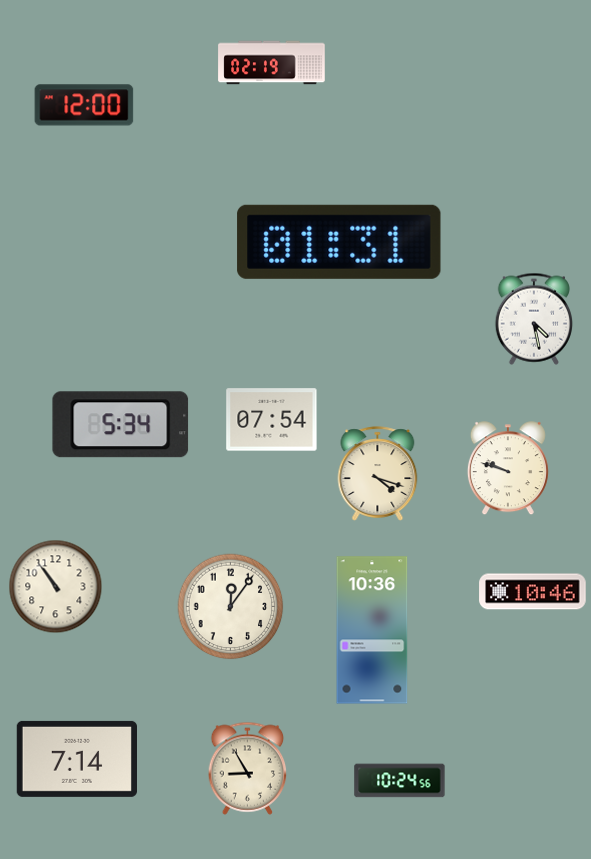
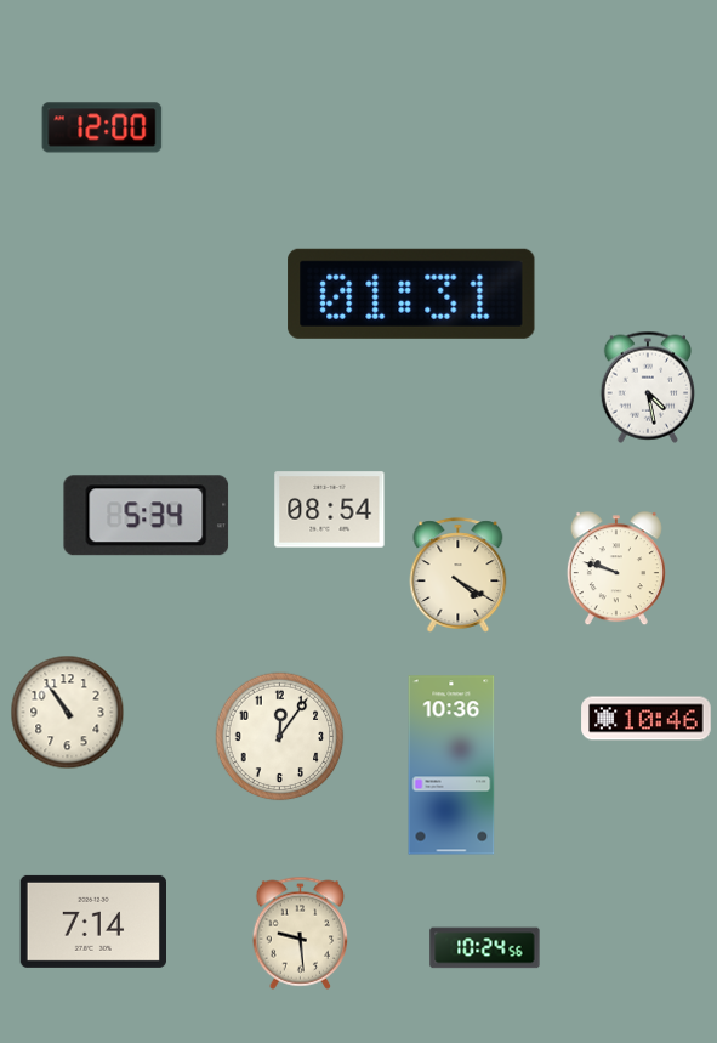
clock at (272, 63): 02:19 -> none
clock at (272, 420): 07:54 -> 08:54
clock at (378, 474): 4:18 -> 4:20
clock at (248, 768): 8:55 -> 9:29
